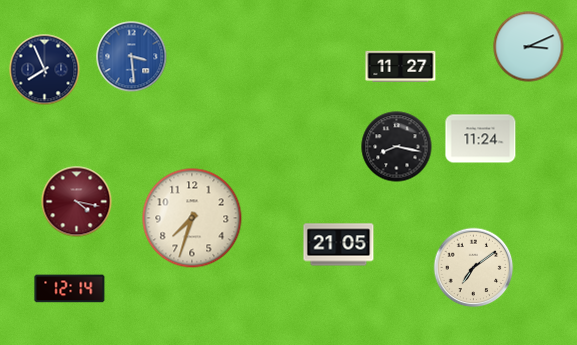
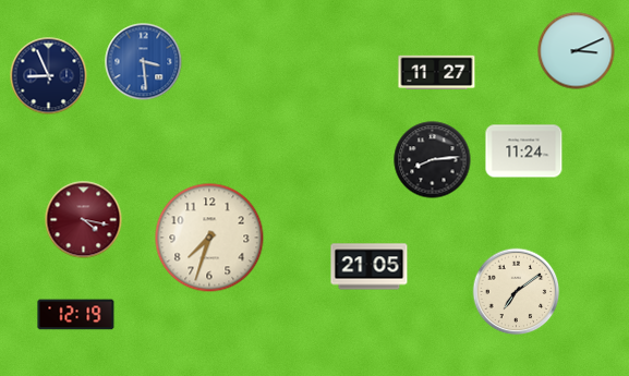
clock at (45, 70): 7:56 -> 8:56
clock at (397, 147): 8:17 -> 8:14
clock at (70, 289): 12:14 -> 12:19
